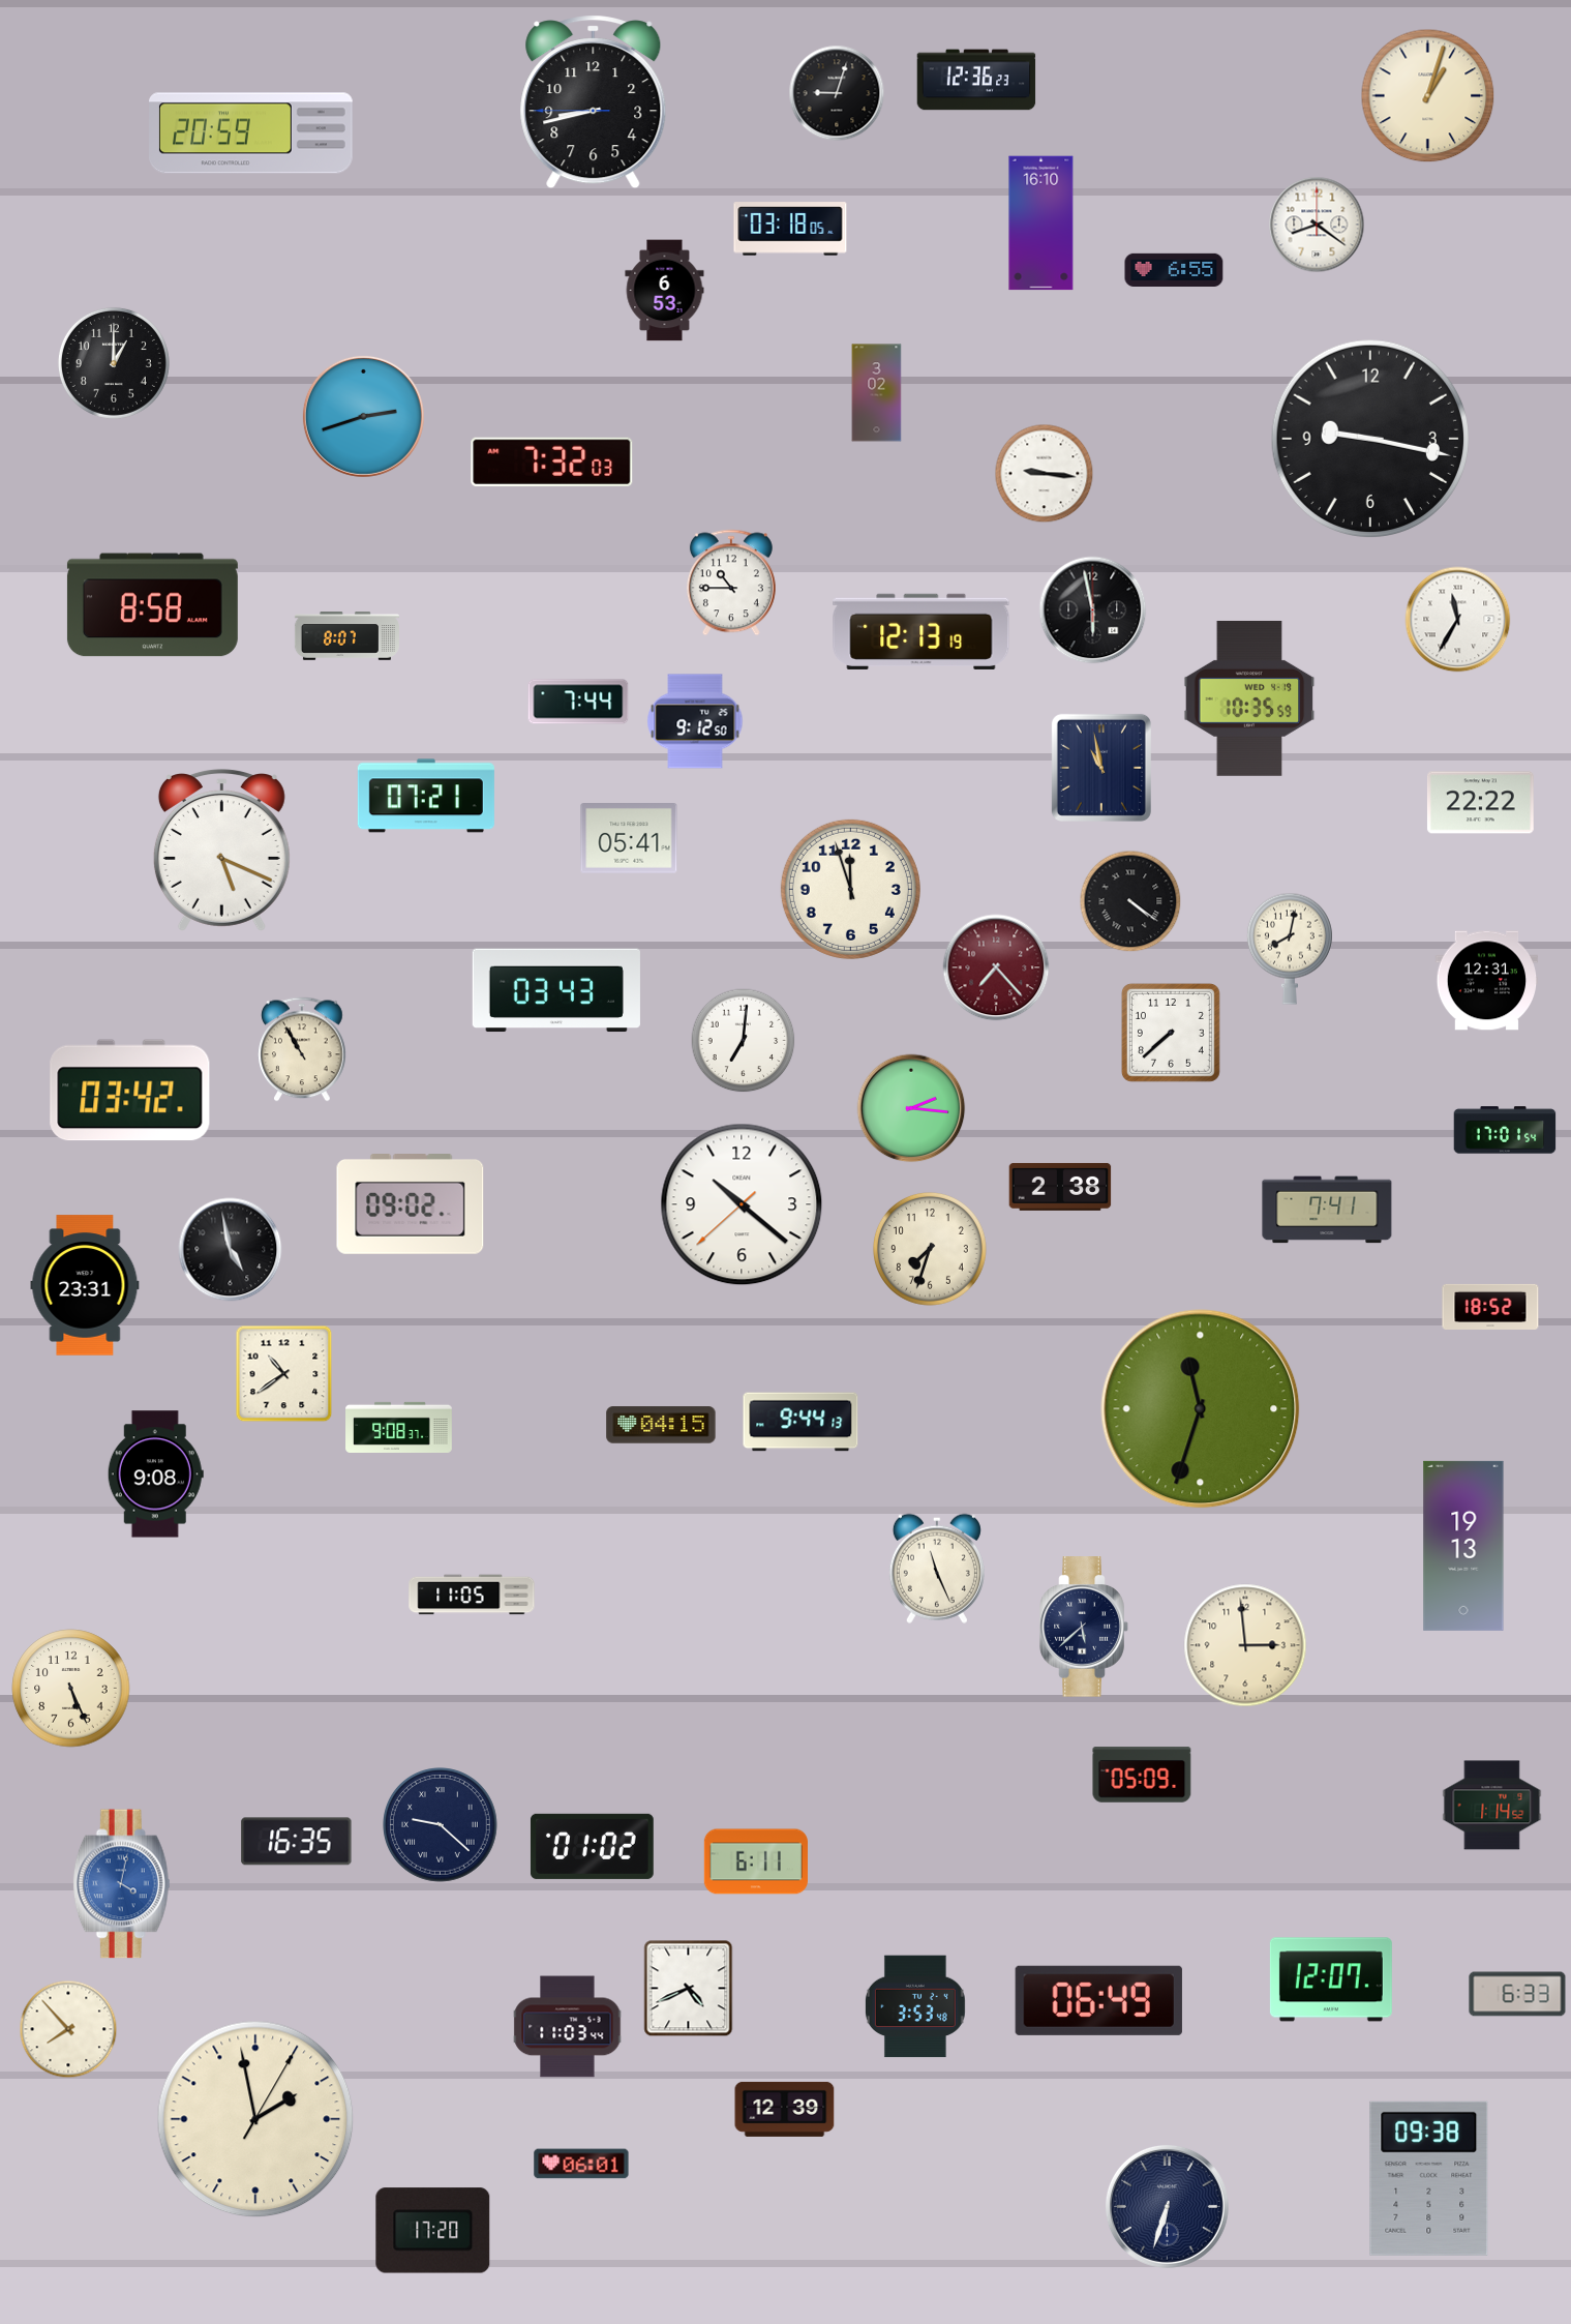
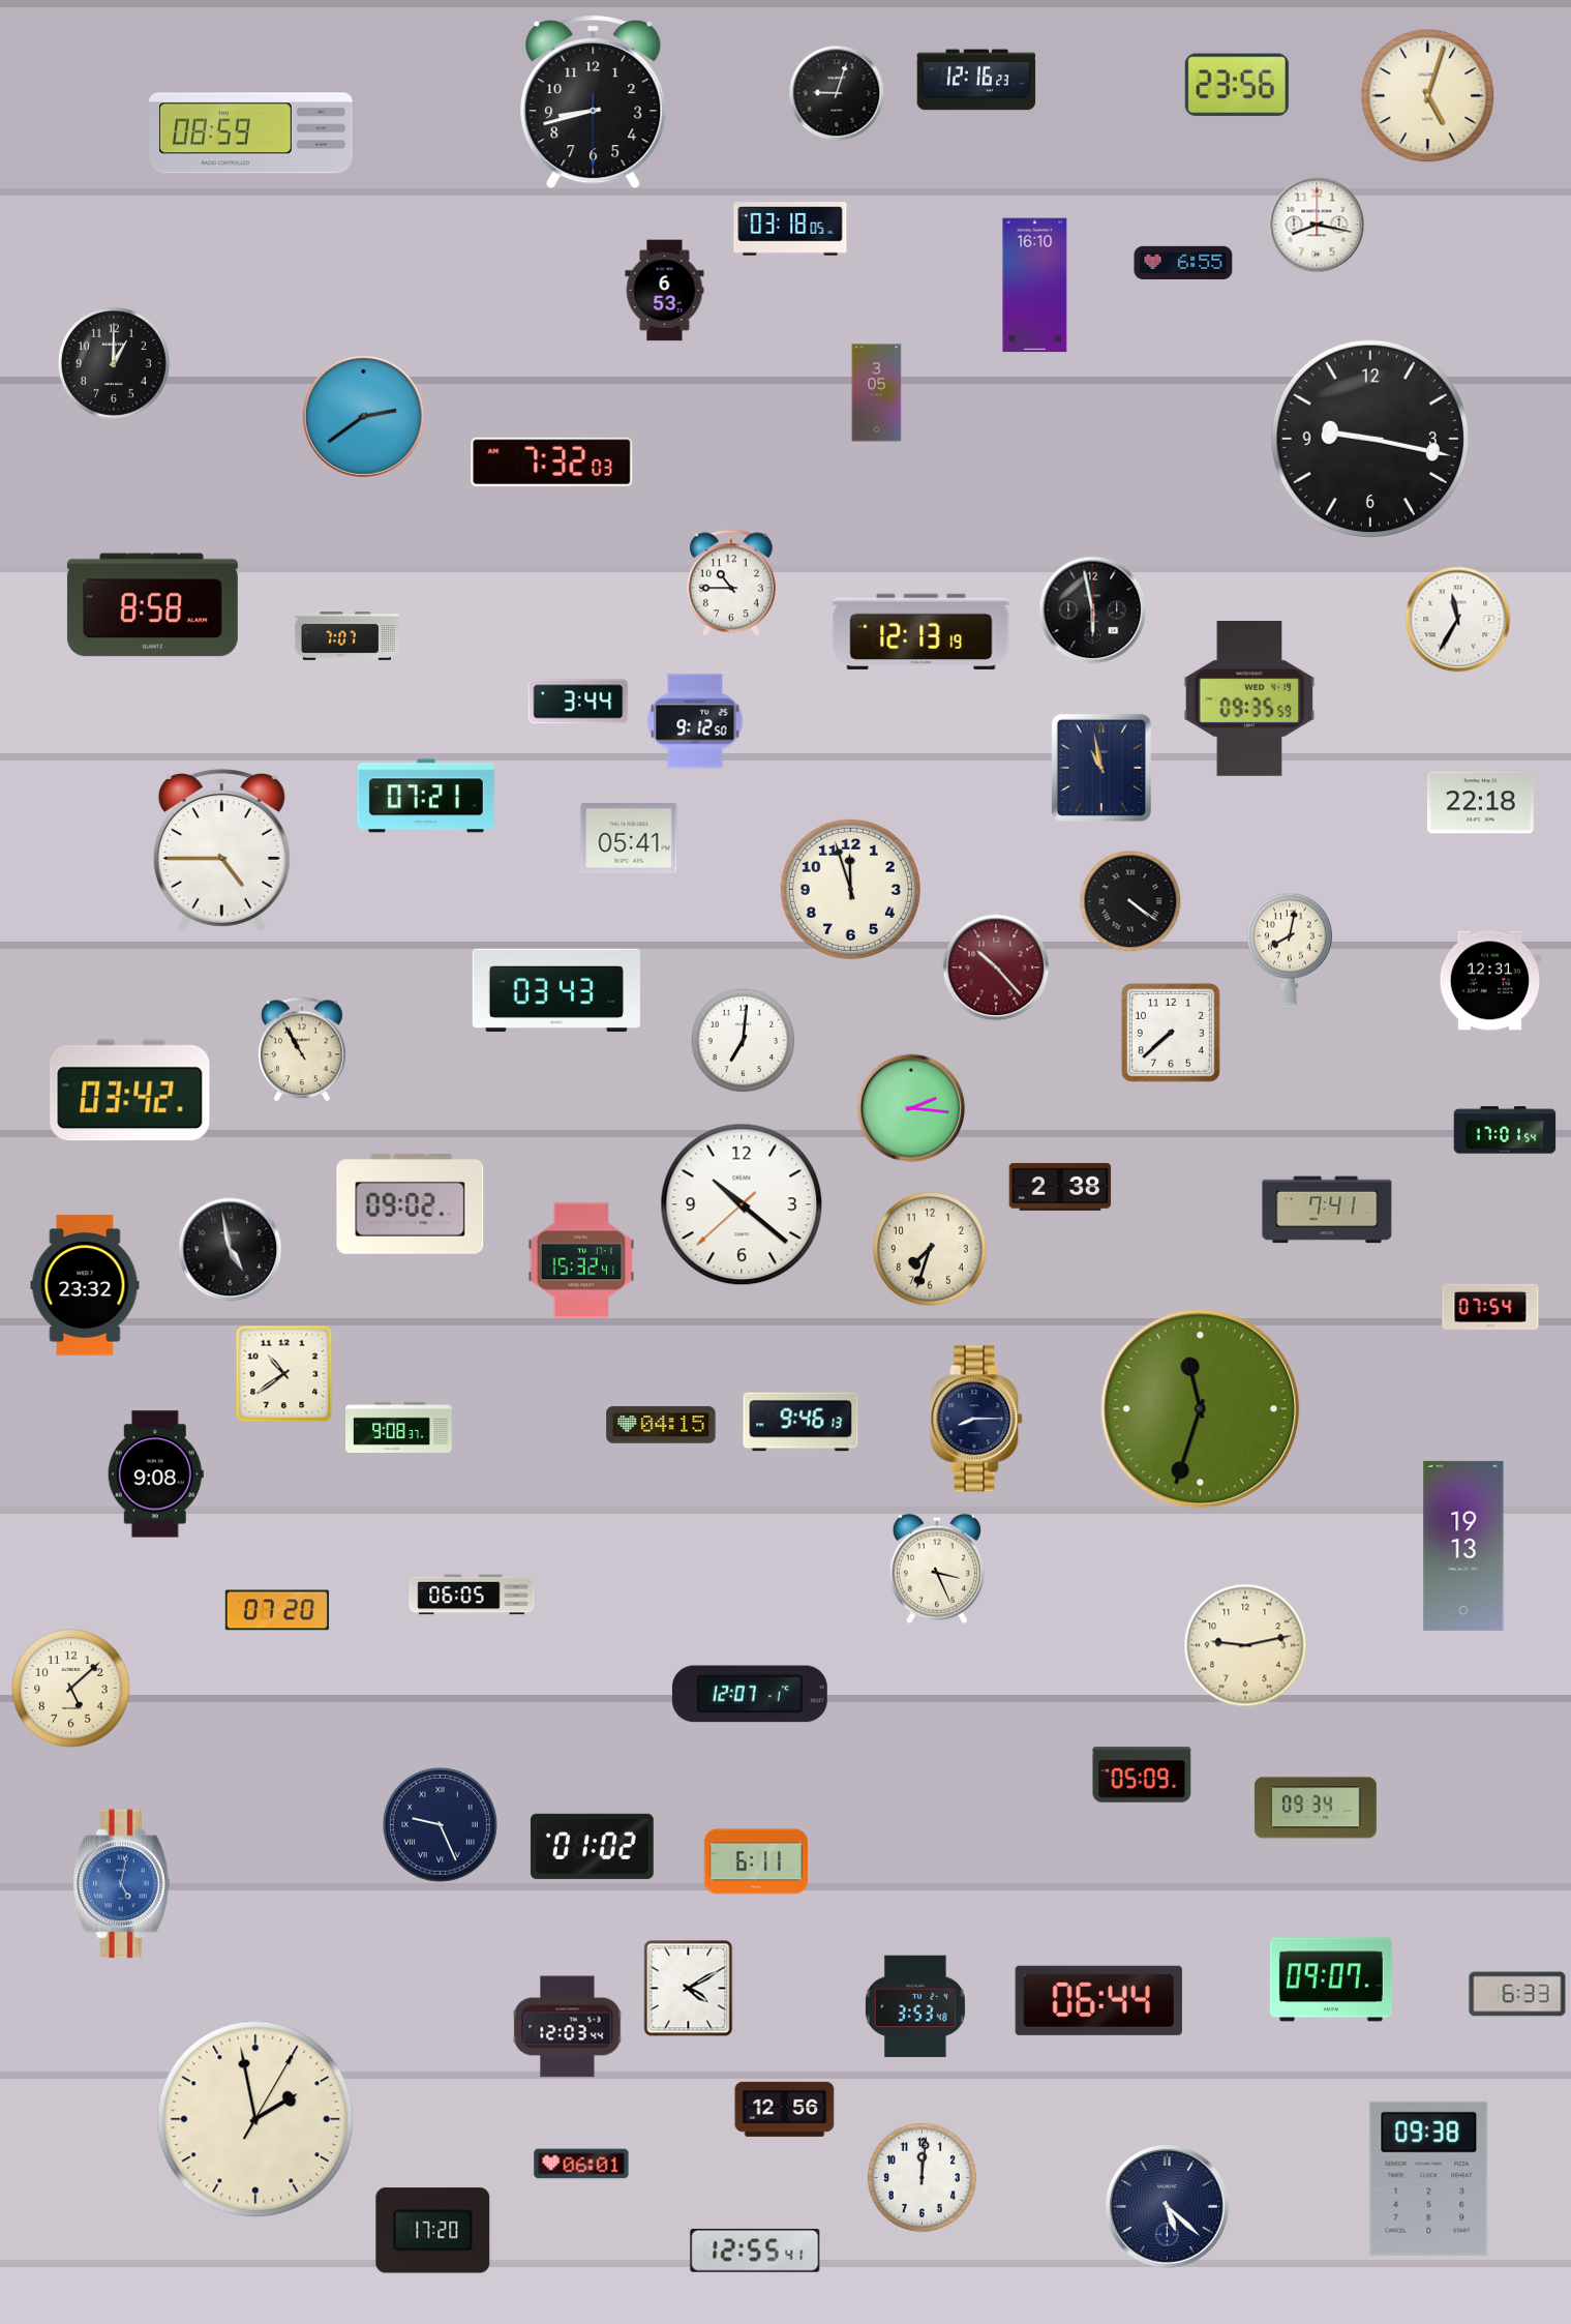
clock at (976, 80): 12:36 -> 12:16
clock at (1237, 85): none -> 23:56
clock at (1428, 96): 1:03 -> 5:03
clock at (594, 102): 8:42:45 -> 8:42:30
clock at (251, 133): 20:59 -> 08:59
clock at (1041, 224) position: (1041, 224) -> (1035, 286)
clock at (1317, 225): 8:21 -> 8:17
clock at (1174, 269) position: (1174, 269) -> (1183, 262)
clock at (877, 393): 3:02 -> 3:05
clock at (363, 416): 2:42 -> 2:39
clock at (1045, 474): 9:16 -> none
clock at (346, 636): 8:07 -> 7:07
clock at (1249, 698): 10:35 -> 09:35
clock at (578, 702): 7:44 -> 3:44
clock at (1480, 803): 22:22 -> 22:18
clock at (221, 851): 5:19 -> 4:45
clock at (996, 967): 7:23 -> 10:23
clock at (1487, 981) position: (1487, 981) -> (1490, 981)
clock at (581, 1260): none -> 15:32
clock at (85, 1285): 23:31 -> 23:32
clock at (1490, 1307): 18:52 -> 07:54
clock at (976, 1419): none -> 8:15
clock at (800, 1422): 9:44 -> 9:46
clock at (937, 1569): 11:26 -> 3:26
clock at (472, 1595): 11:05 -> 06:05
clock at (277, 1610): none -> 07:20
clock at (1084, 1627): 5:38 -> none
clock at (1245, 1645): 2:59 -> 9:13
clock at (71, 1689): 5:26 -> 5:08
clock at (750, 1694): none -> 12:07
clock at (1492, 1806): 1:14 -> none
clock at (1316, 1808): none -> 09:34
clock at (441, 1825): 9:22 -> 9:26
clock at (297, 1842): 16:35 -> none
clock at (121, 1884): 4:02 -> 5:02
clock at (1331, 1979): 12:07 -> 09:07
clock at (689, 1989): 4:41 -> 4:10
clock at (1098, 2000): 06:49 -> 06:44
clock at (568, 2027): 11:03 -> 12:03
clock at (68, 2029): 7:53 -> none
clock at (785, 2109): 12:39 -> 12:56
clock at (922, 2177): none -> 12:01
clock at (1167, 2206): 6:33 -> 5:22
clock at (755, 2251): none -> 12:55
